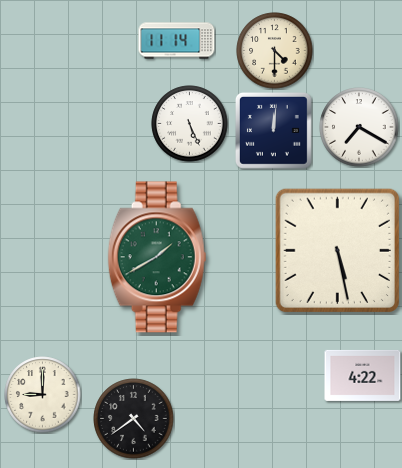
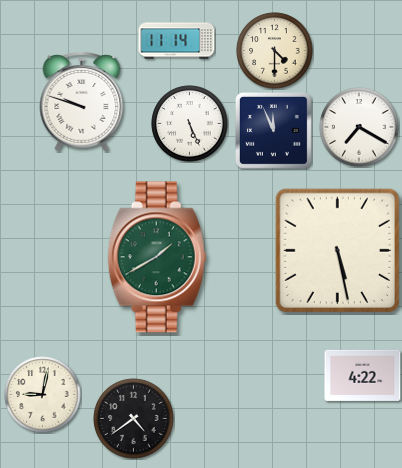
clock at (82, 101): none -> 9:48
clock at (273, 130): 12:01 -> 11:56
clock at (43, 395): 9:00 -> 9:02
